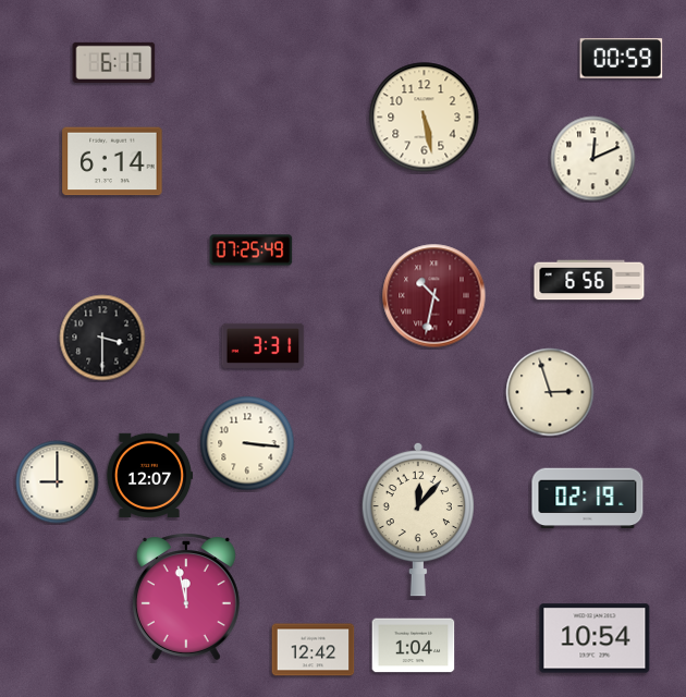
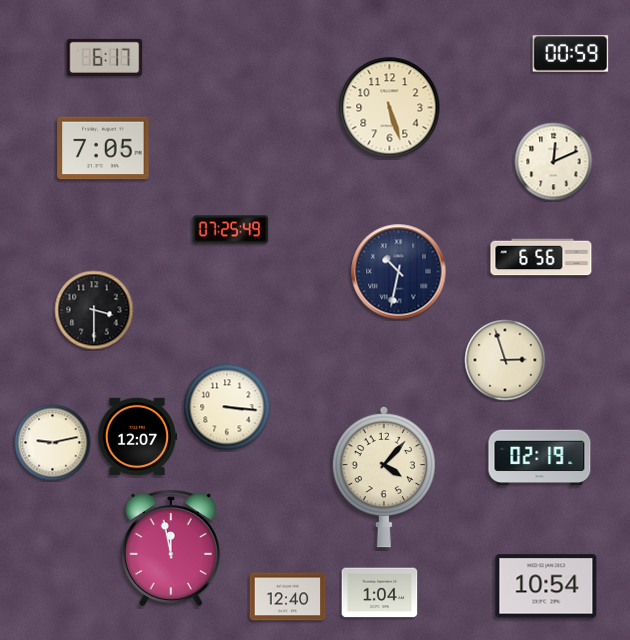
clock at (425, 118): 5:28 -> 5:27
clock at (593, 159) position: (593, 159) -> (554, 162)
clock at (112, 161): 6:14 -> 7:05
clock at (434, 296) dial: burgundy -> navy
clock at (264, 345): 3:31 -> none
clock at (58, 482): 9:00 -> 9:13
clock at (418, 519): 12:07 -> 4:07
clock at (314, 650): 12:42 -> 12:40
